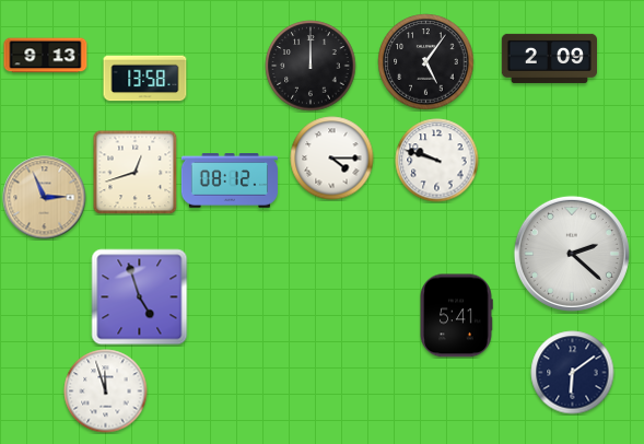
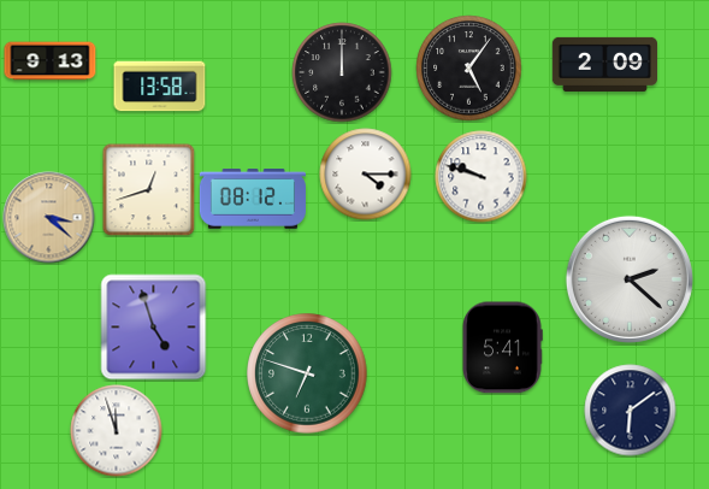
clock at (45, 198): 2:56 -> 3:22
clock at (307, 373): none -> 6:48
